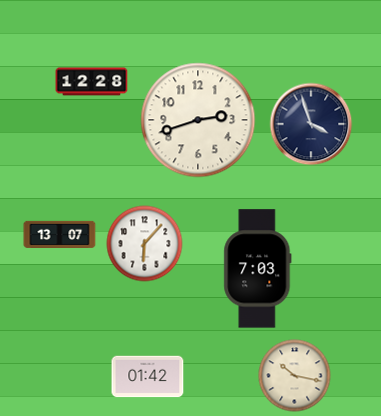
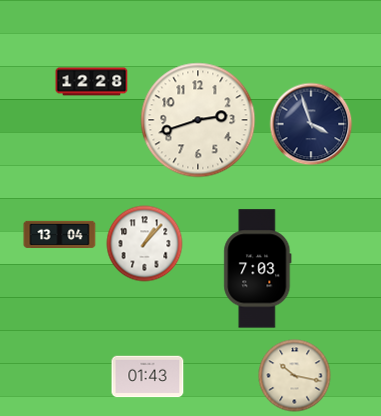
clock at (60, 234): 13:07 -> 13:04
clock at (145, 244): 6:07 -> 1:07
clock at (148, 377): 01:42 -> 01:43
